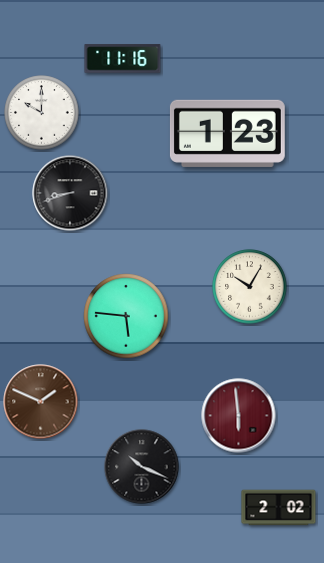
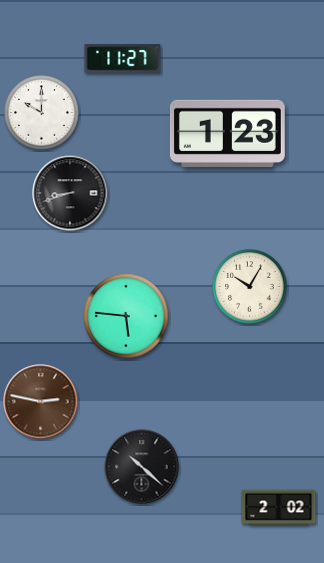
clock at (123, 59): 11:16 -> 11:27
clock at (41, 402): 1:49 -> 2:47
clock at (239, 416): 5:59 -> none
clock at (142, 467): 10:19 -> 10:22
